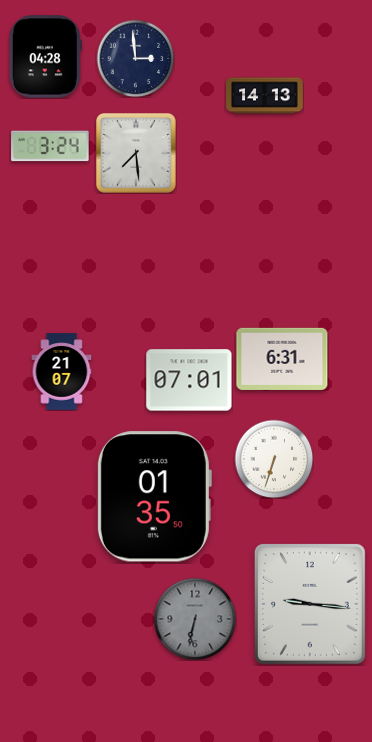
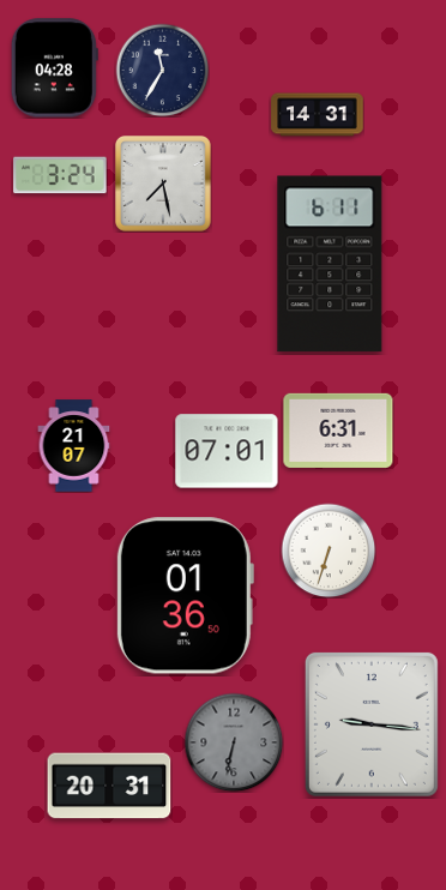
clock at (135, 58): 2:59 -> 11:35
clock at (265, 96): 14:13 -> 14:31
clock at (137, 154): 7:29 -> 7:28
clock at (330, 264): none -> 6:11
clock at (189, 380) position: (189, 380) -> (227, 451)
clock at (154, 497): 01:35 -> 01:36
clock at (109, 786): none -> 20:31
